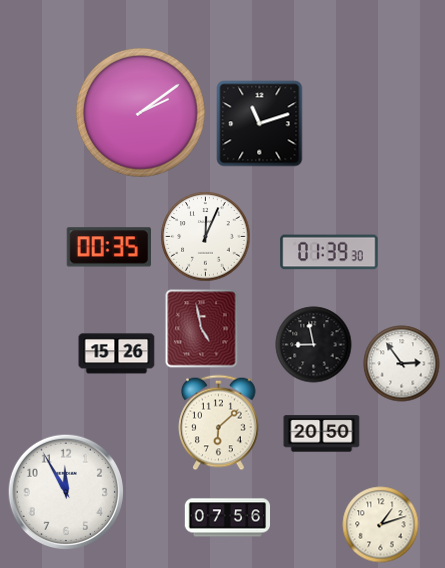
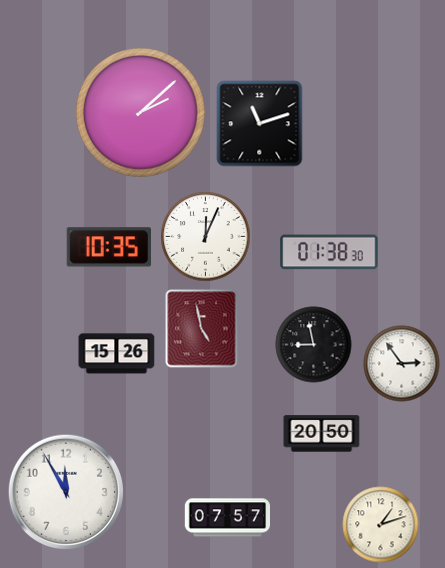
clock at (140, 112): 2:09 -> 2:08
clock at (108, 247): 00:35 -> 10:35
clock at (329, 252): 01:39 -> 01:38
clock at (219, 423): 6:08 -> none
clock at (227, 518): 07:56 -> 07:57
